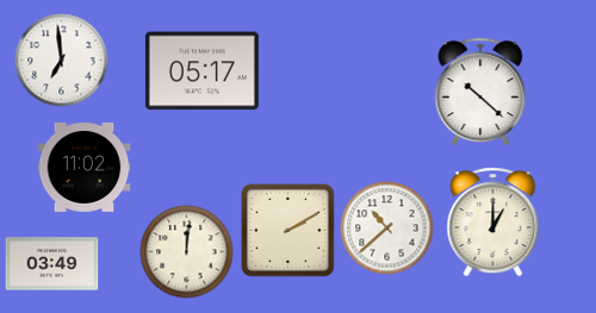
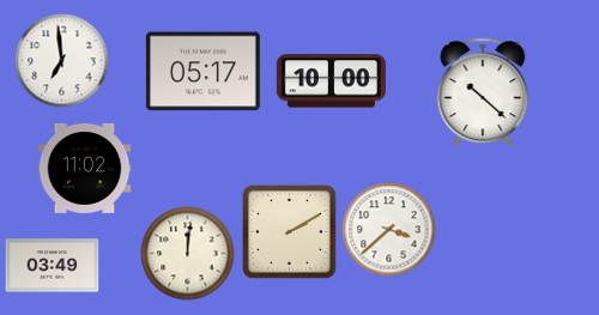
clock at (331, 81): none -> 10:00
clock at (493, 221): 1:00 -> none
clock at (386, 227): 10:38 -> 3:38
